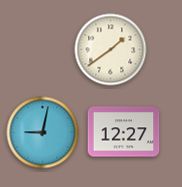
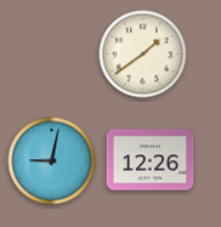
clock at (111, 50) position: (111, 50) -> (143, 55)
clock at (124, 132): 12:27 -> 12:26
